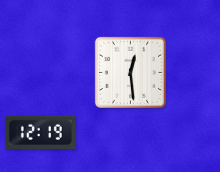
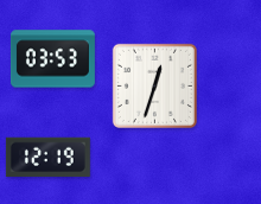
clock at (52, 59): none -> 03:53
clock at (130, 72): 12:29 -> 12:33
